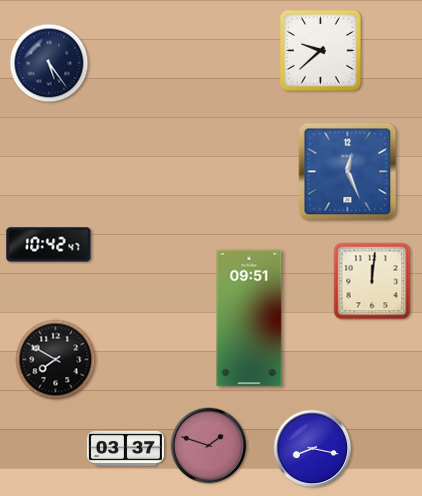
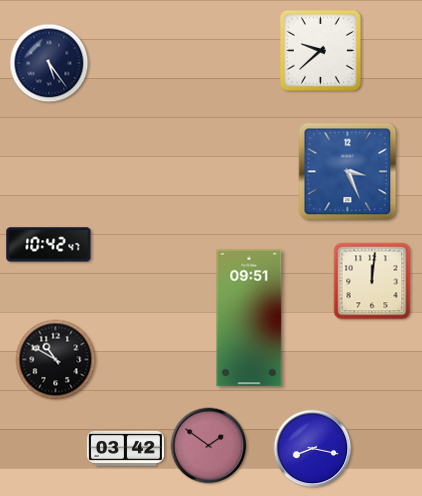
clock at (348, 172): 12:26 -> 3:26
clock at (56, 360): 7:50 -> 10:50
clock at (209, 446): 1:48 -> 1:51
clock at (125, 448): 03:37 -> 03:42
